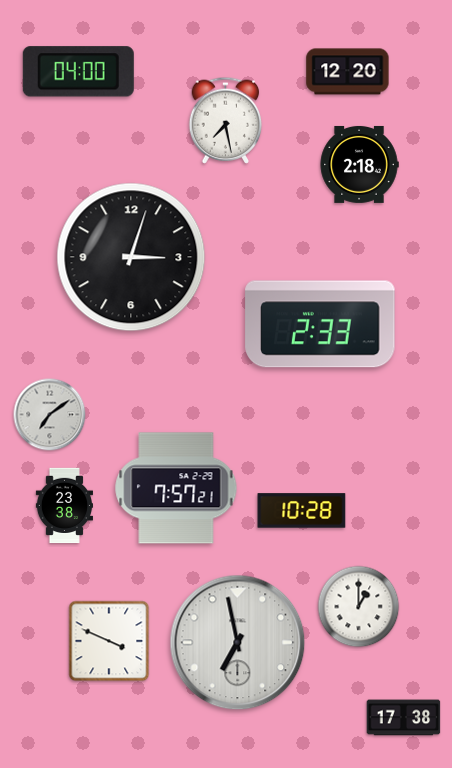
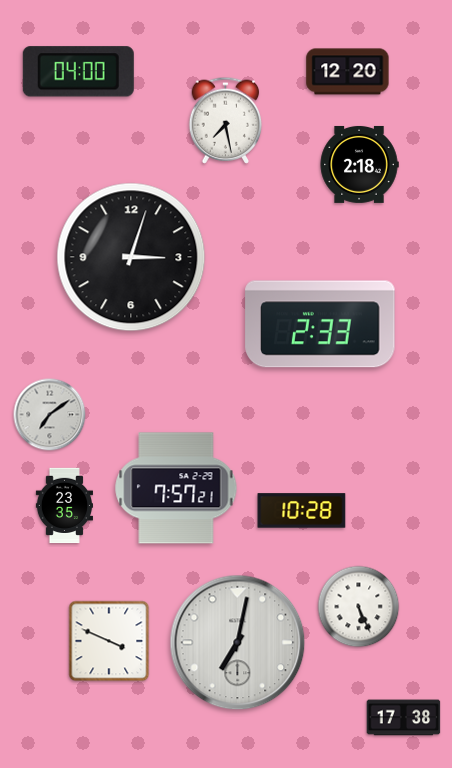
clock at (64, 506): 23:38 -> 23:35
clock at (359, 607): 1:00 -> 5:26
clock at (238, 643): 6:58 -> 7:02
